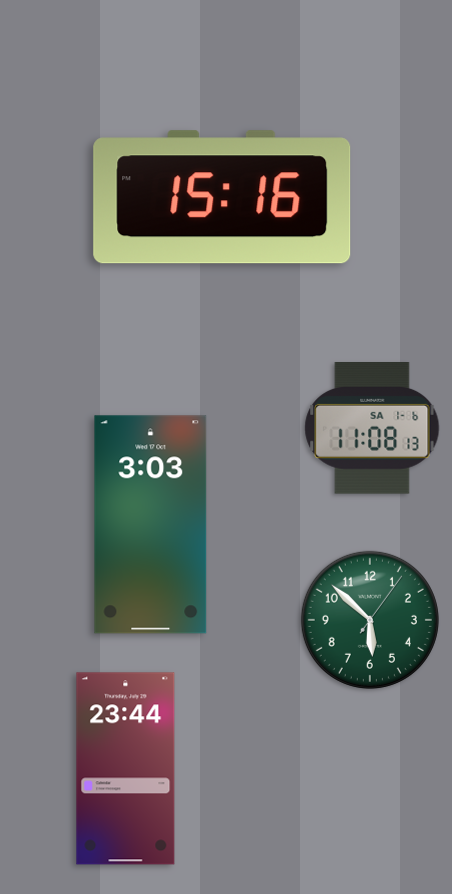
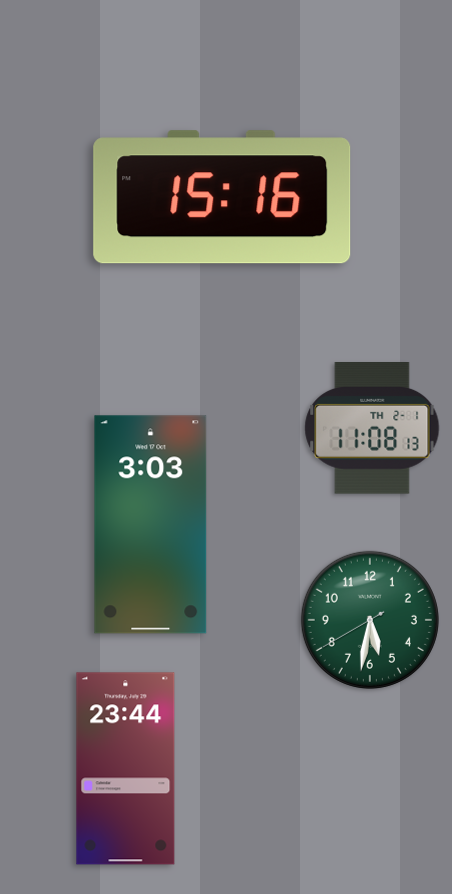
clock at (372, 429) date: SA 1-6 -> TH 2-1
clock at (370, 620): 5:52 -> 5:31
